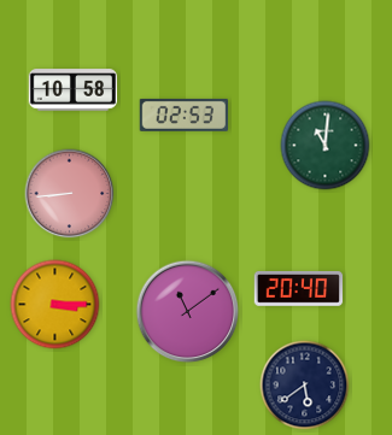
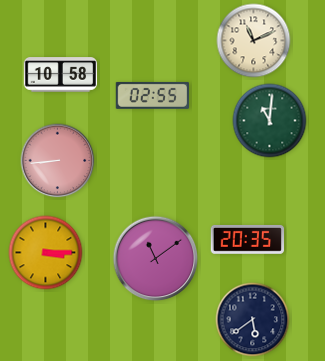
clock at (254, 41): none -> 11:11
clock at (183, 114): 02:53 -> 02:55
clock at (299, 288): 20:40 -> 20:35
